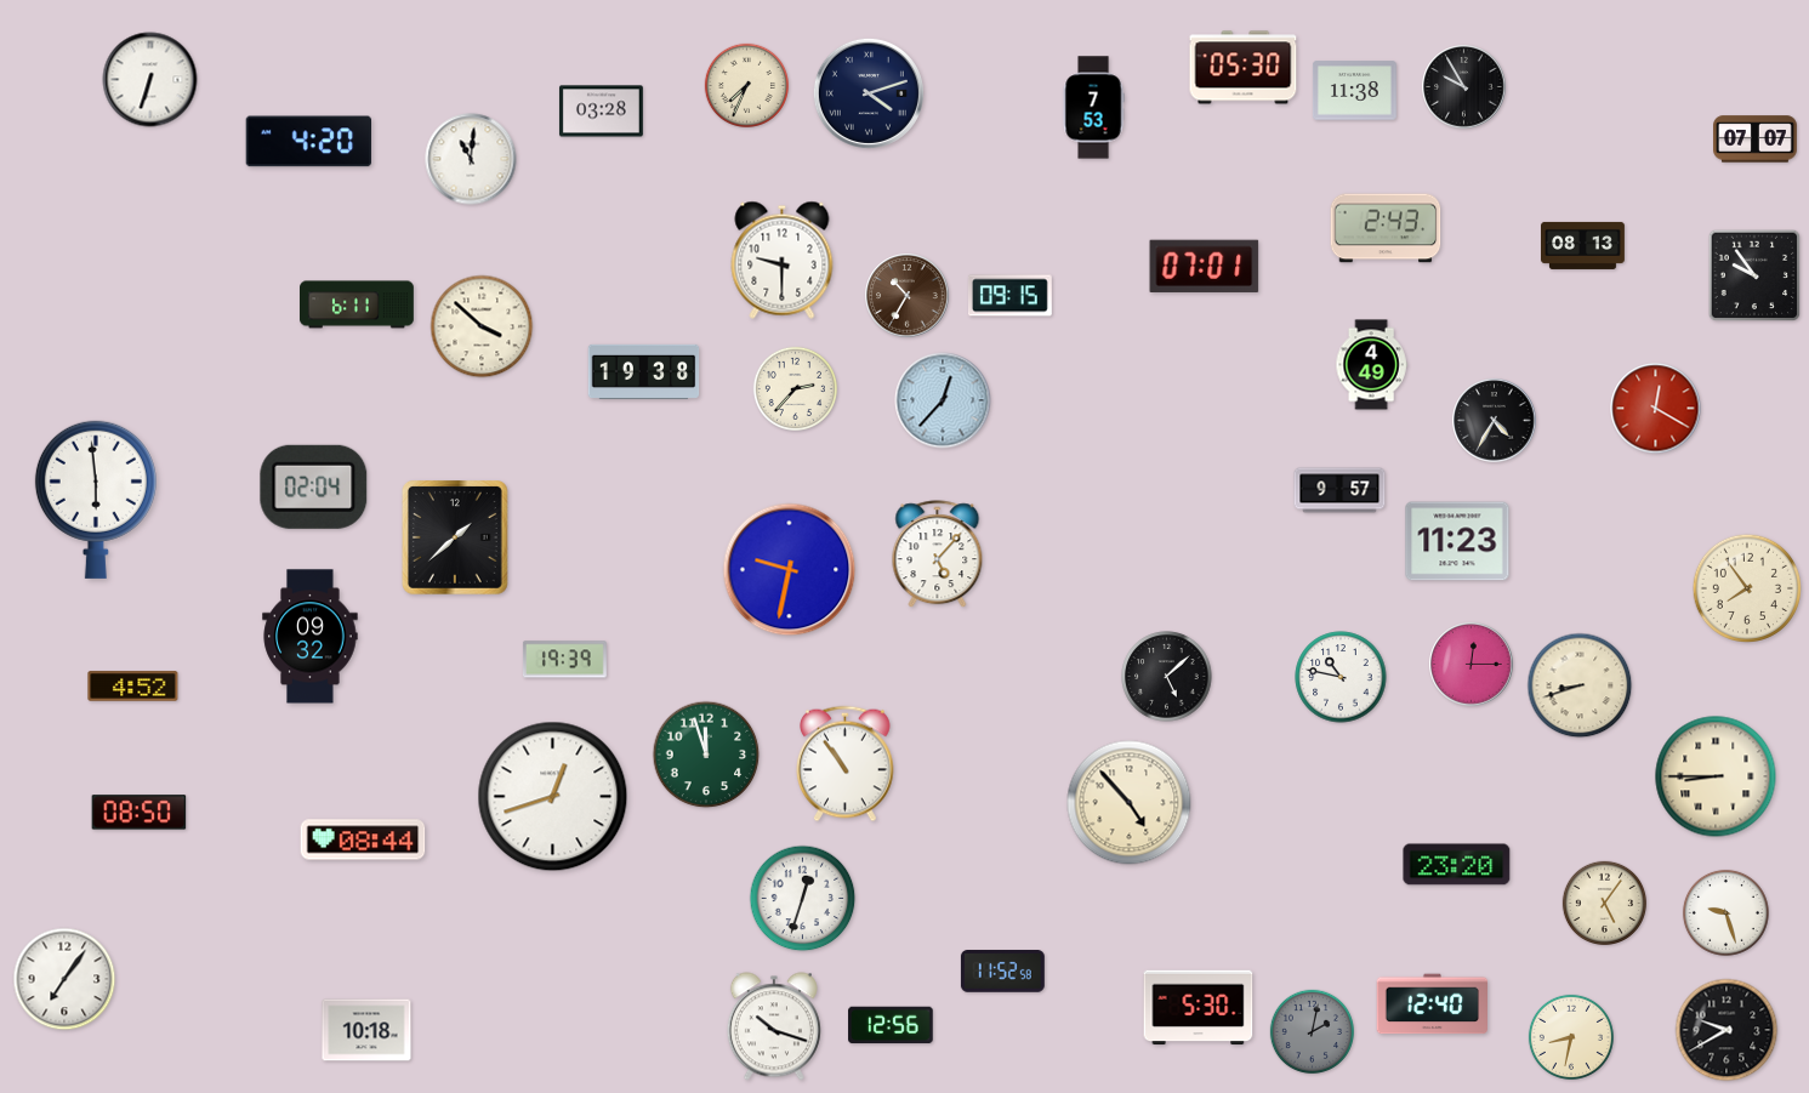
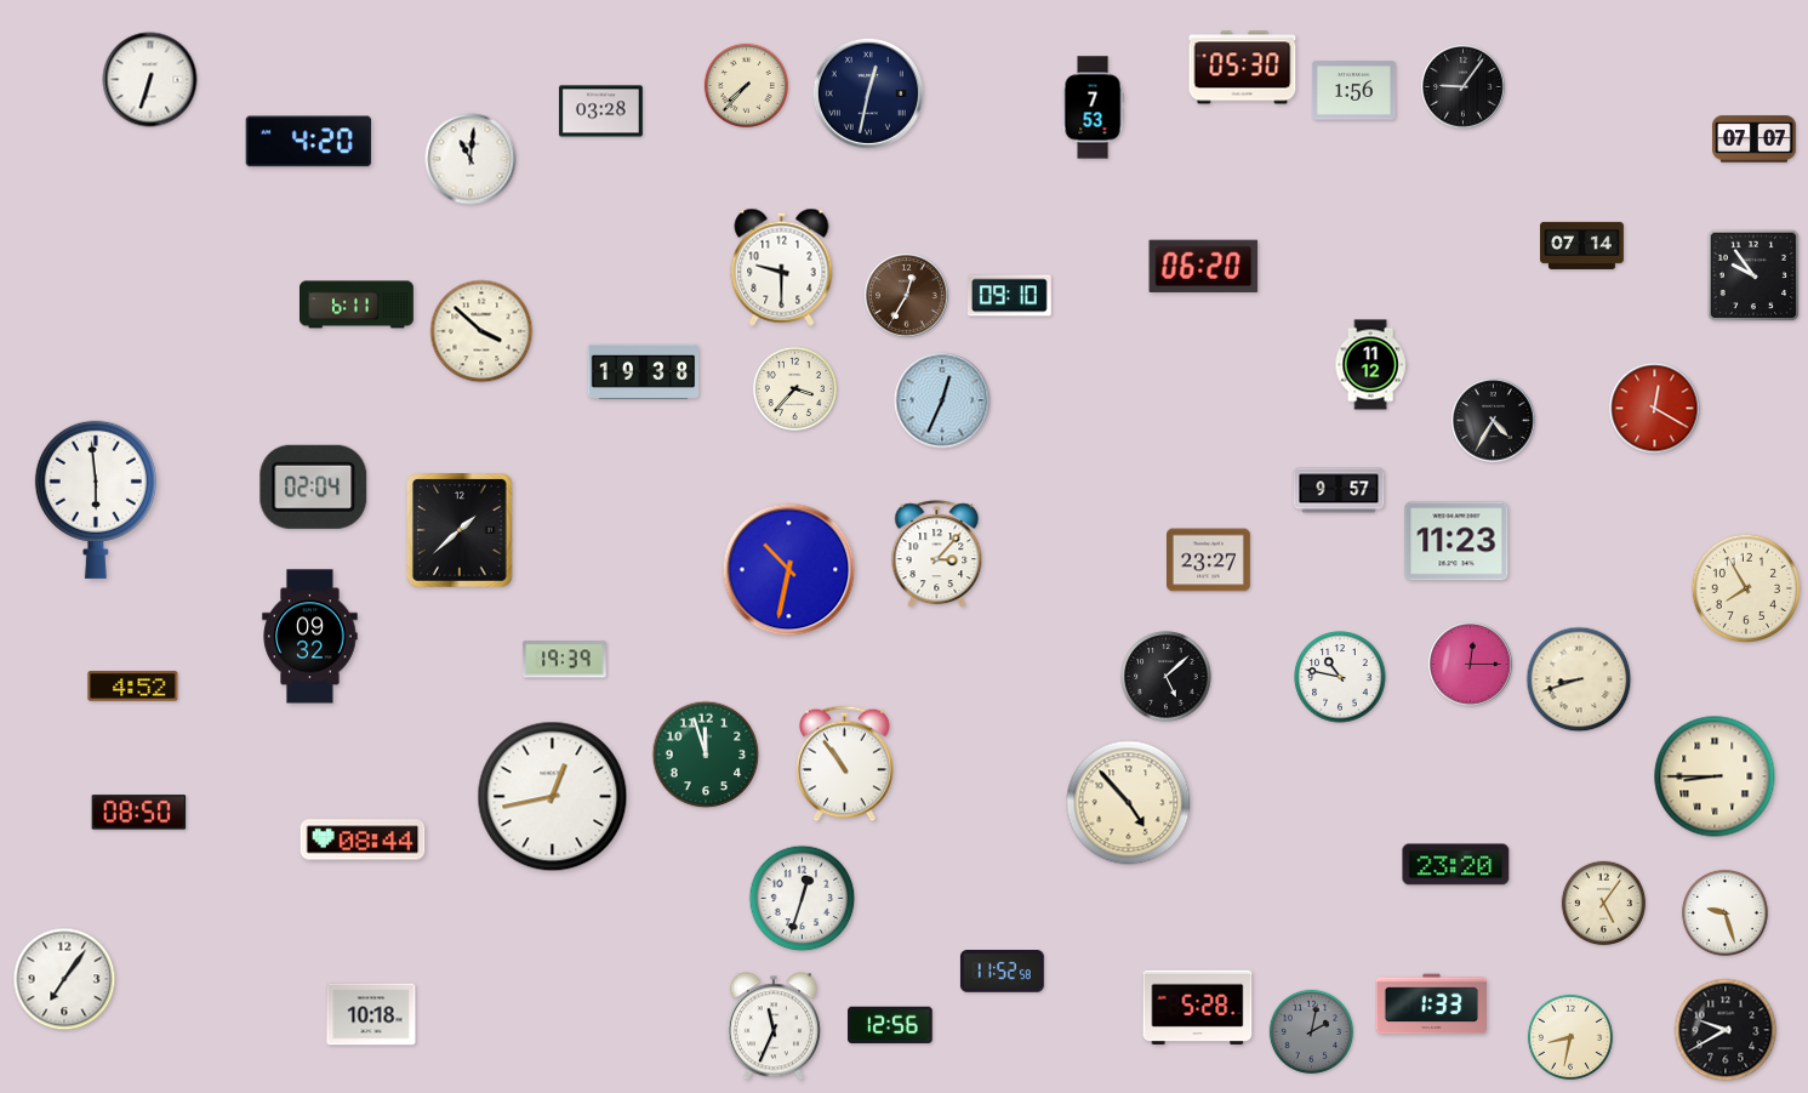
clock at (746, 85): 7:34 -> 7:37
clock at (1464, 87): 9:55 -> 9:06
clock at (1355, 91): 11:38 -> 1:56
clock at (869, 93): 4:12 -> 12:32
clock at (1386, 228): 2:43 -> none
clock at (1583, 245): 08:13 -> 07:14
clock at (783, 260) position: (783, 260) -> (782, 267)
clock at (1205, 266): 07:01 -> 06:20
clock at (908, 296): 10:35 -> 12:35
clock at (1009, 296): 09:15 -> 09:10
clock at (482, 326) position: (482, 326) -> (481, 331)
clock at (1371, 365): 4:49 -> 11:12
clock at (795, 388): 2:37 -> 3:37
clock at (943, 400): 12:37 -> 12:34
clock at (455, 539) position: (455, 539) -> (460, 531)
clock at (938, 554): 5:07 -> 3:07
clock at (1209, 560): none -> 23:27
clock at (790, 570): 9:32 -> 10:32
clock at (1746, 587): 7:54 -> 7:55
clock at (1580, 685) position: (1580, 685) -> (1579, 679)
clock at (553, 797): 12:42 -> 12:43
clock at (1432, 1004): 12:40 -> 1:33
clock at (1199, 1008): 5:30 -> 5:28
clock at (774, 1026): 10:18 -> 11:34
clock at (366, 1030) position: (366, 1030) -> (371, 1014)
